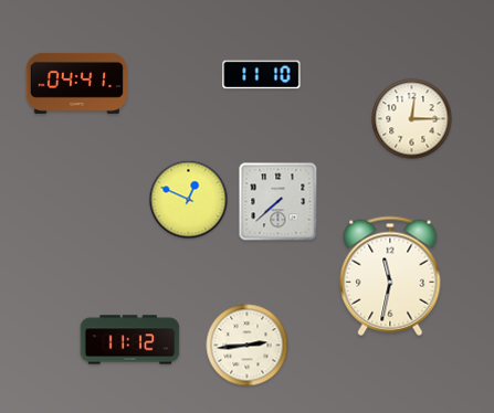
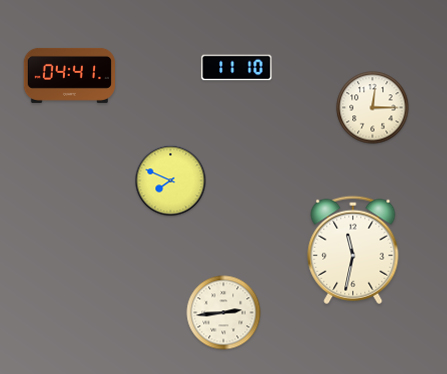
clock at (189, 200): 12:49 -> 7:49
clock at (278, 202): 7:38 -> none
clock at (130, 340): 11:12 -> none
